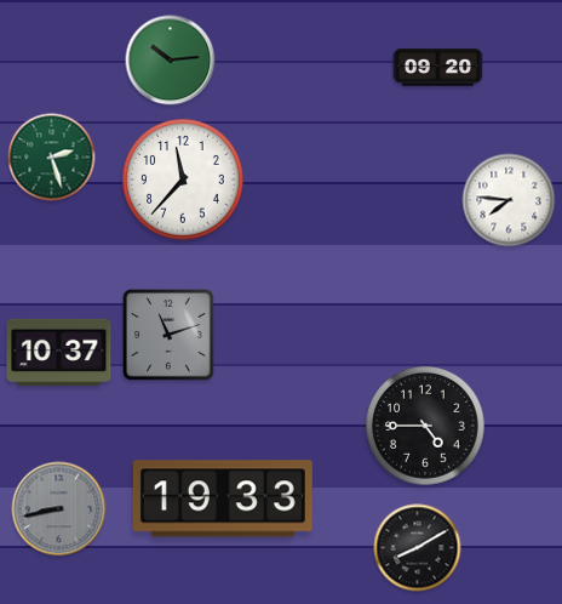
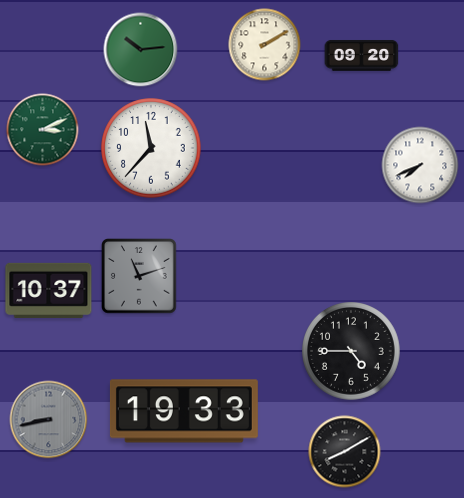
clock at (265, 45): none -> 2:10
clock at (52, 158): 2:27 -> 3:11
clock at (509, 200): 7:46 -> 7:41
